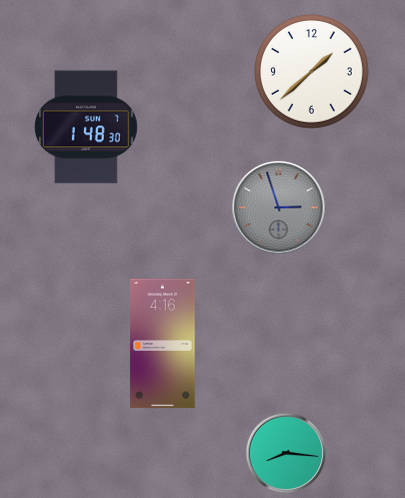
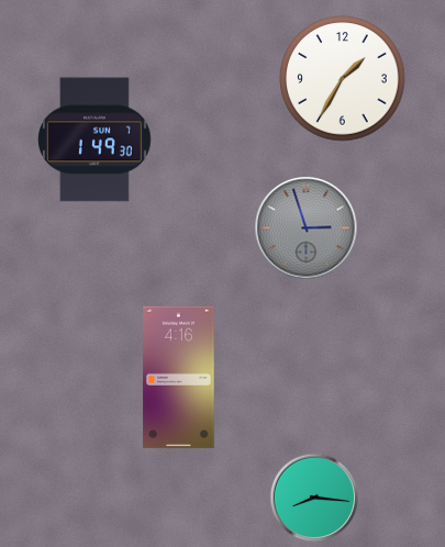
clock at (312, 72): 1:38 -> 1:35
clock at (87, 127): 1:48 -> 1:49
